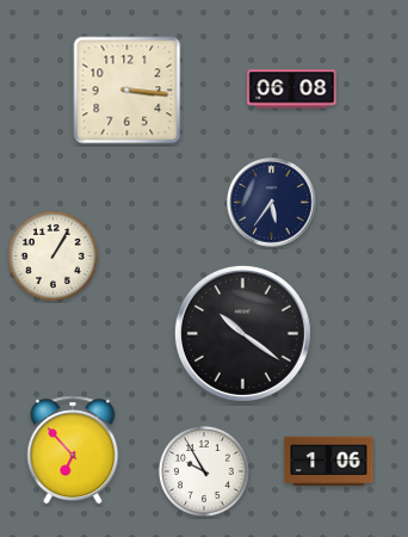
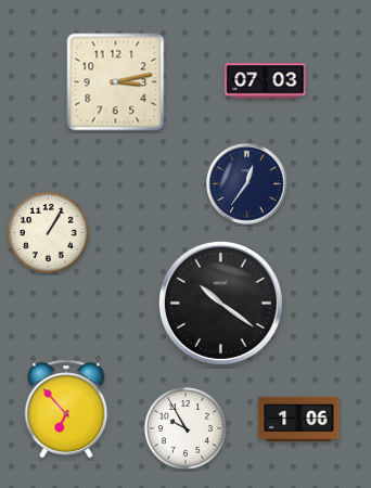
clock at (292, 89): 06:08 -> 07:03
clock at (128, 91): 3:16 -> 3:13
clock at (272, 203): 5:36 -> 12:36
